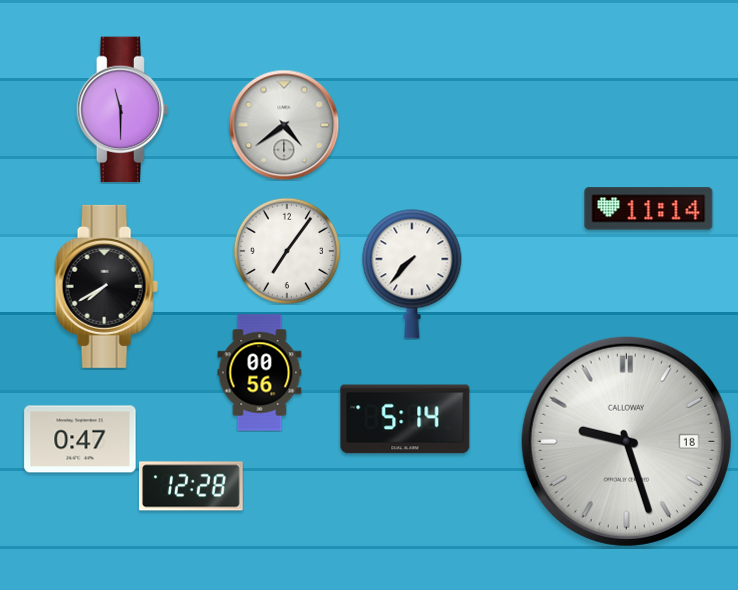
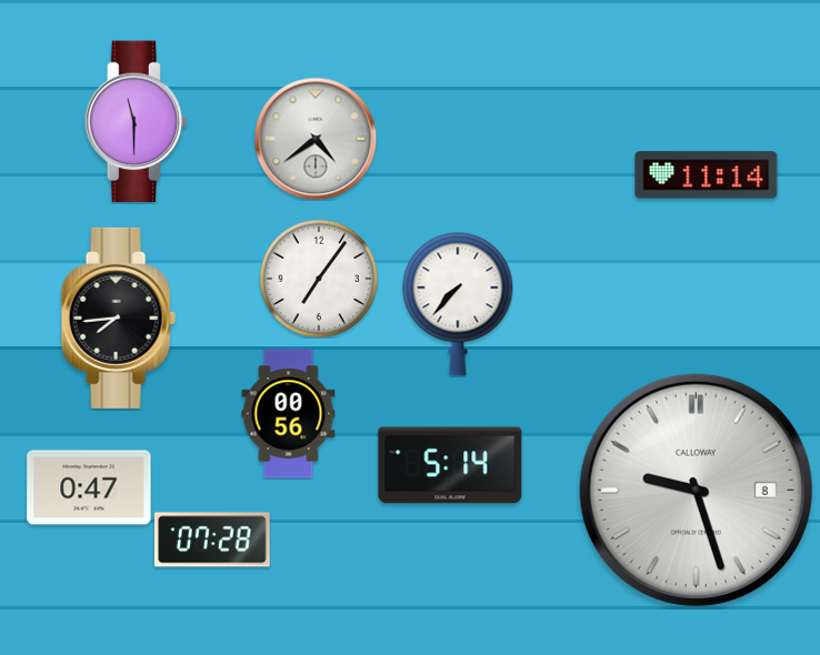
clock at (649, 209) position: (649, 209) -> (707, 175)
clock at (106, 286): 7:40 -> 7:44
clock at (626, 441) date: 18 -> 8
clock at (192, 486): 12:28 -> 07:28
